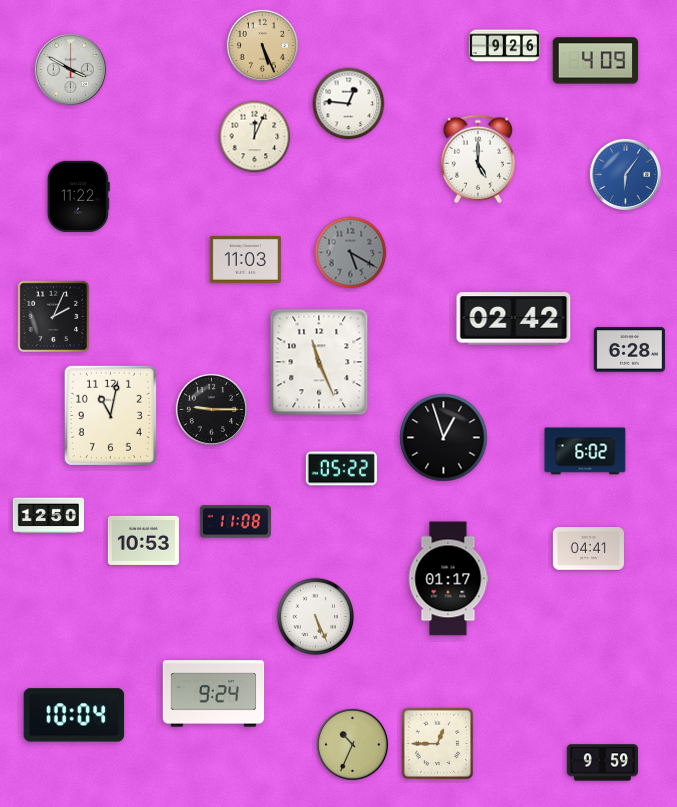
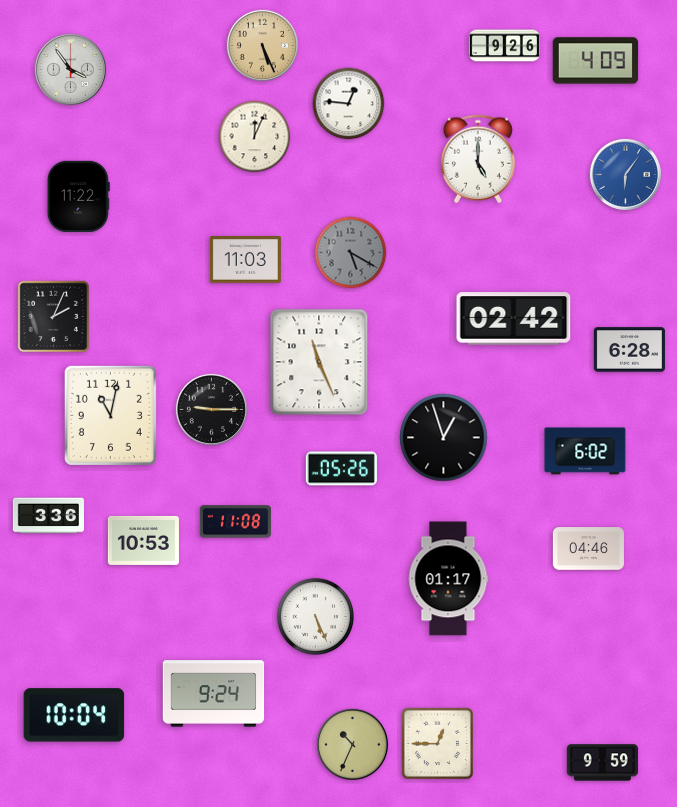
clock at (70, 69): 3:50 -> 3:54
clock at (341, 469): 05:22 -> 05:26
clock at (48, 516): 12:50 -> 3:36
clock at (588, 549): 04:41 -> 04:46
